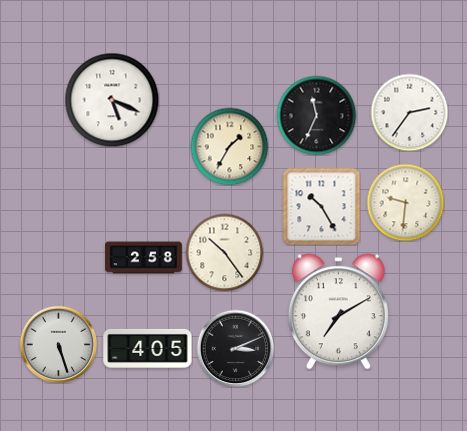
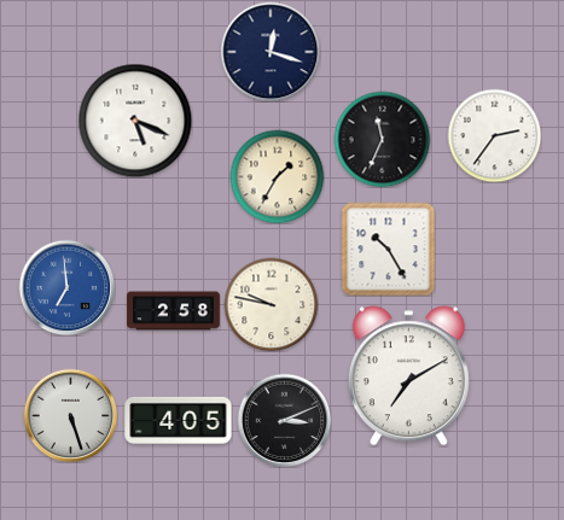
clock at (271, 52): none -> 12:18
clock at (405, 202): 9:31 -> none
clock at (66, 287): none -> 6:59
clock at (224, 252): 10:24 -> 9:47
